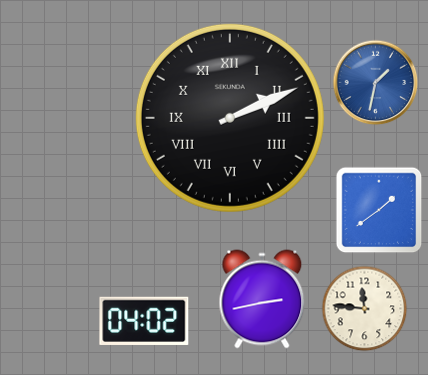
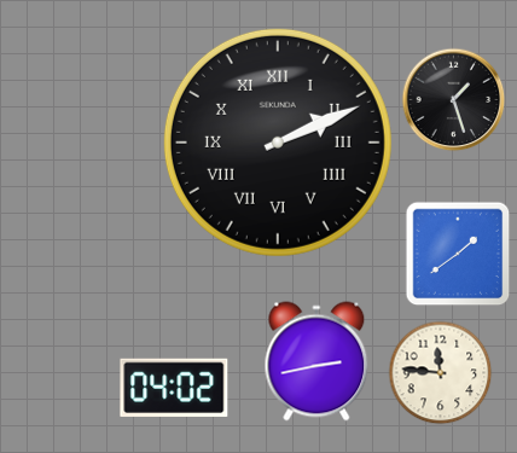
clock at (376, 83): 1:32 -> 1:27
clock at (376, 83) dial: blue -> black
